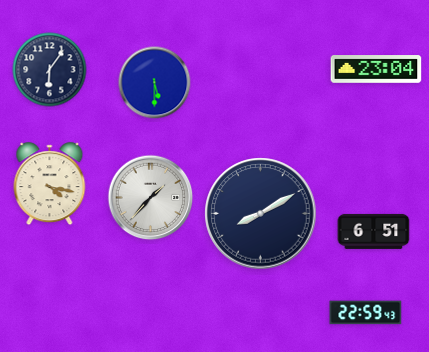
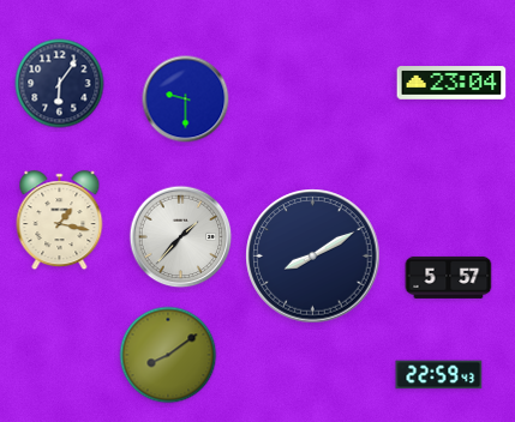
clock at (155, 83): 5:30 -> 9:30
clock at (50, 184): 4:17 -> 1:17
clock at (374, 231): 6:51 -> 5:57
clock at (168, 355): none -> 8:09
